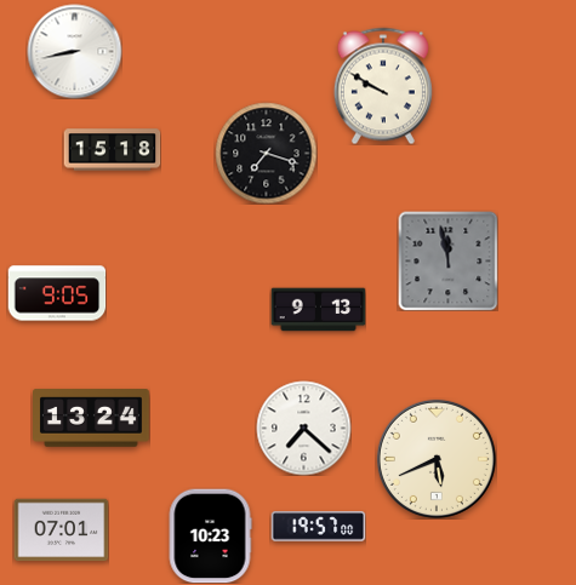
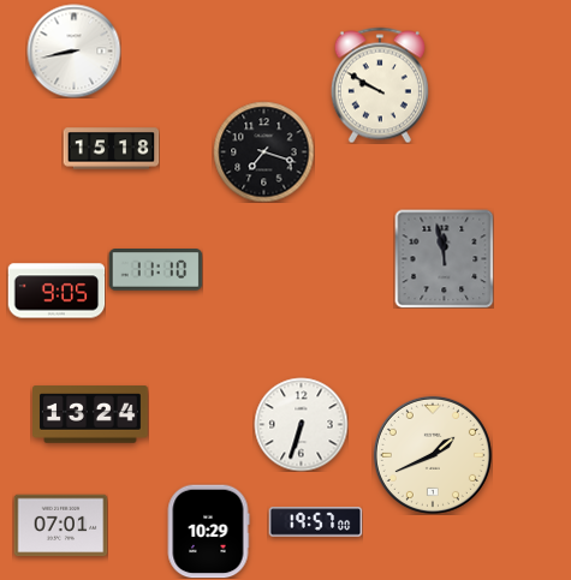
clock at (155, 270): none -> 11:10
clock at (318, 310): 9:13 -> none
clock at (303, 428): 7:22 -> 6:33
clock at (437, 459): 5:41 -> 1:41
clock at (210, 535): 10:23 -> 10:29
